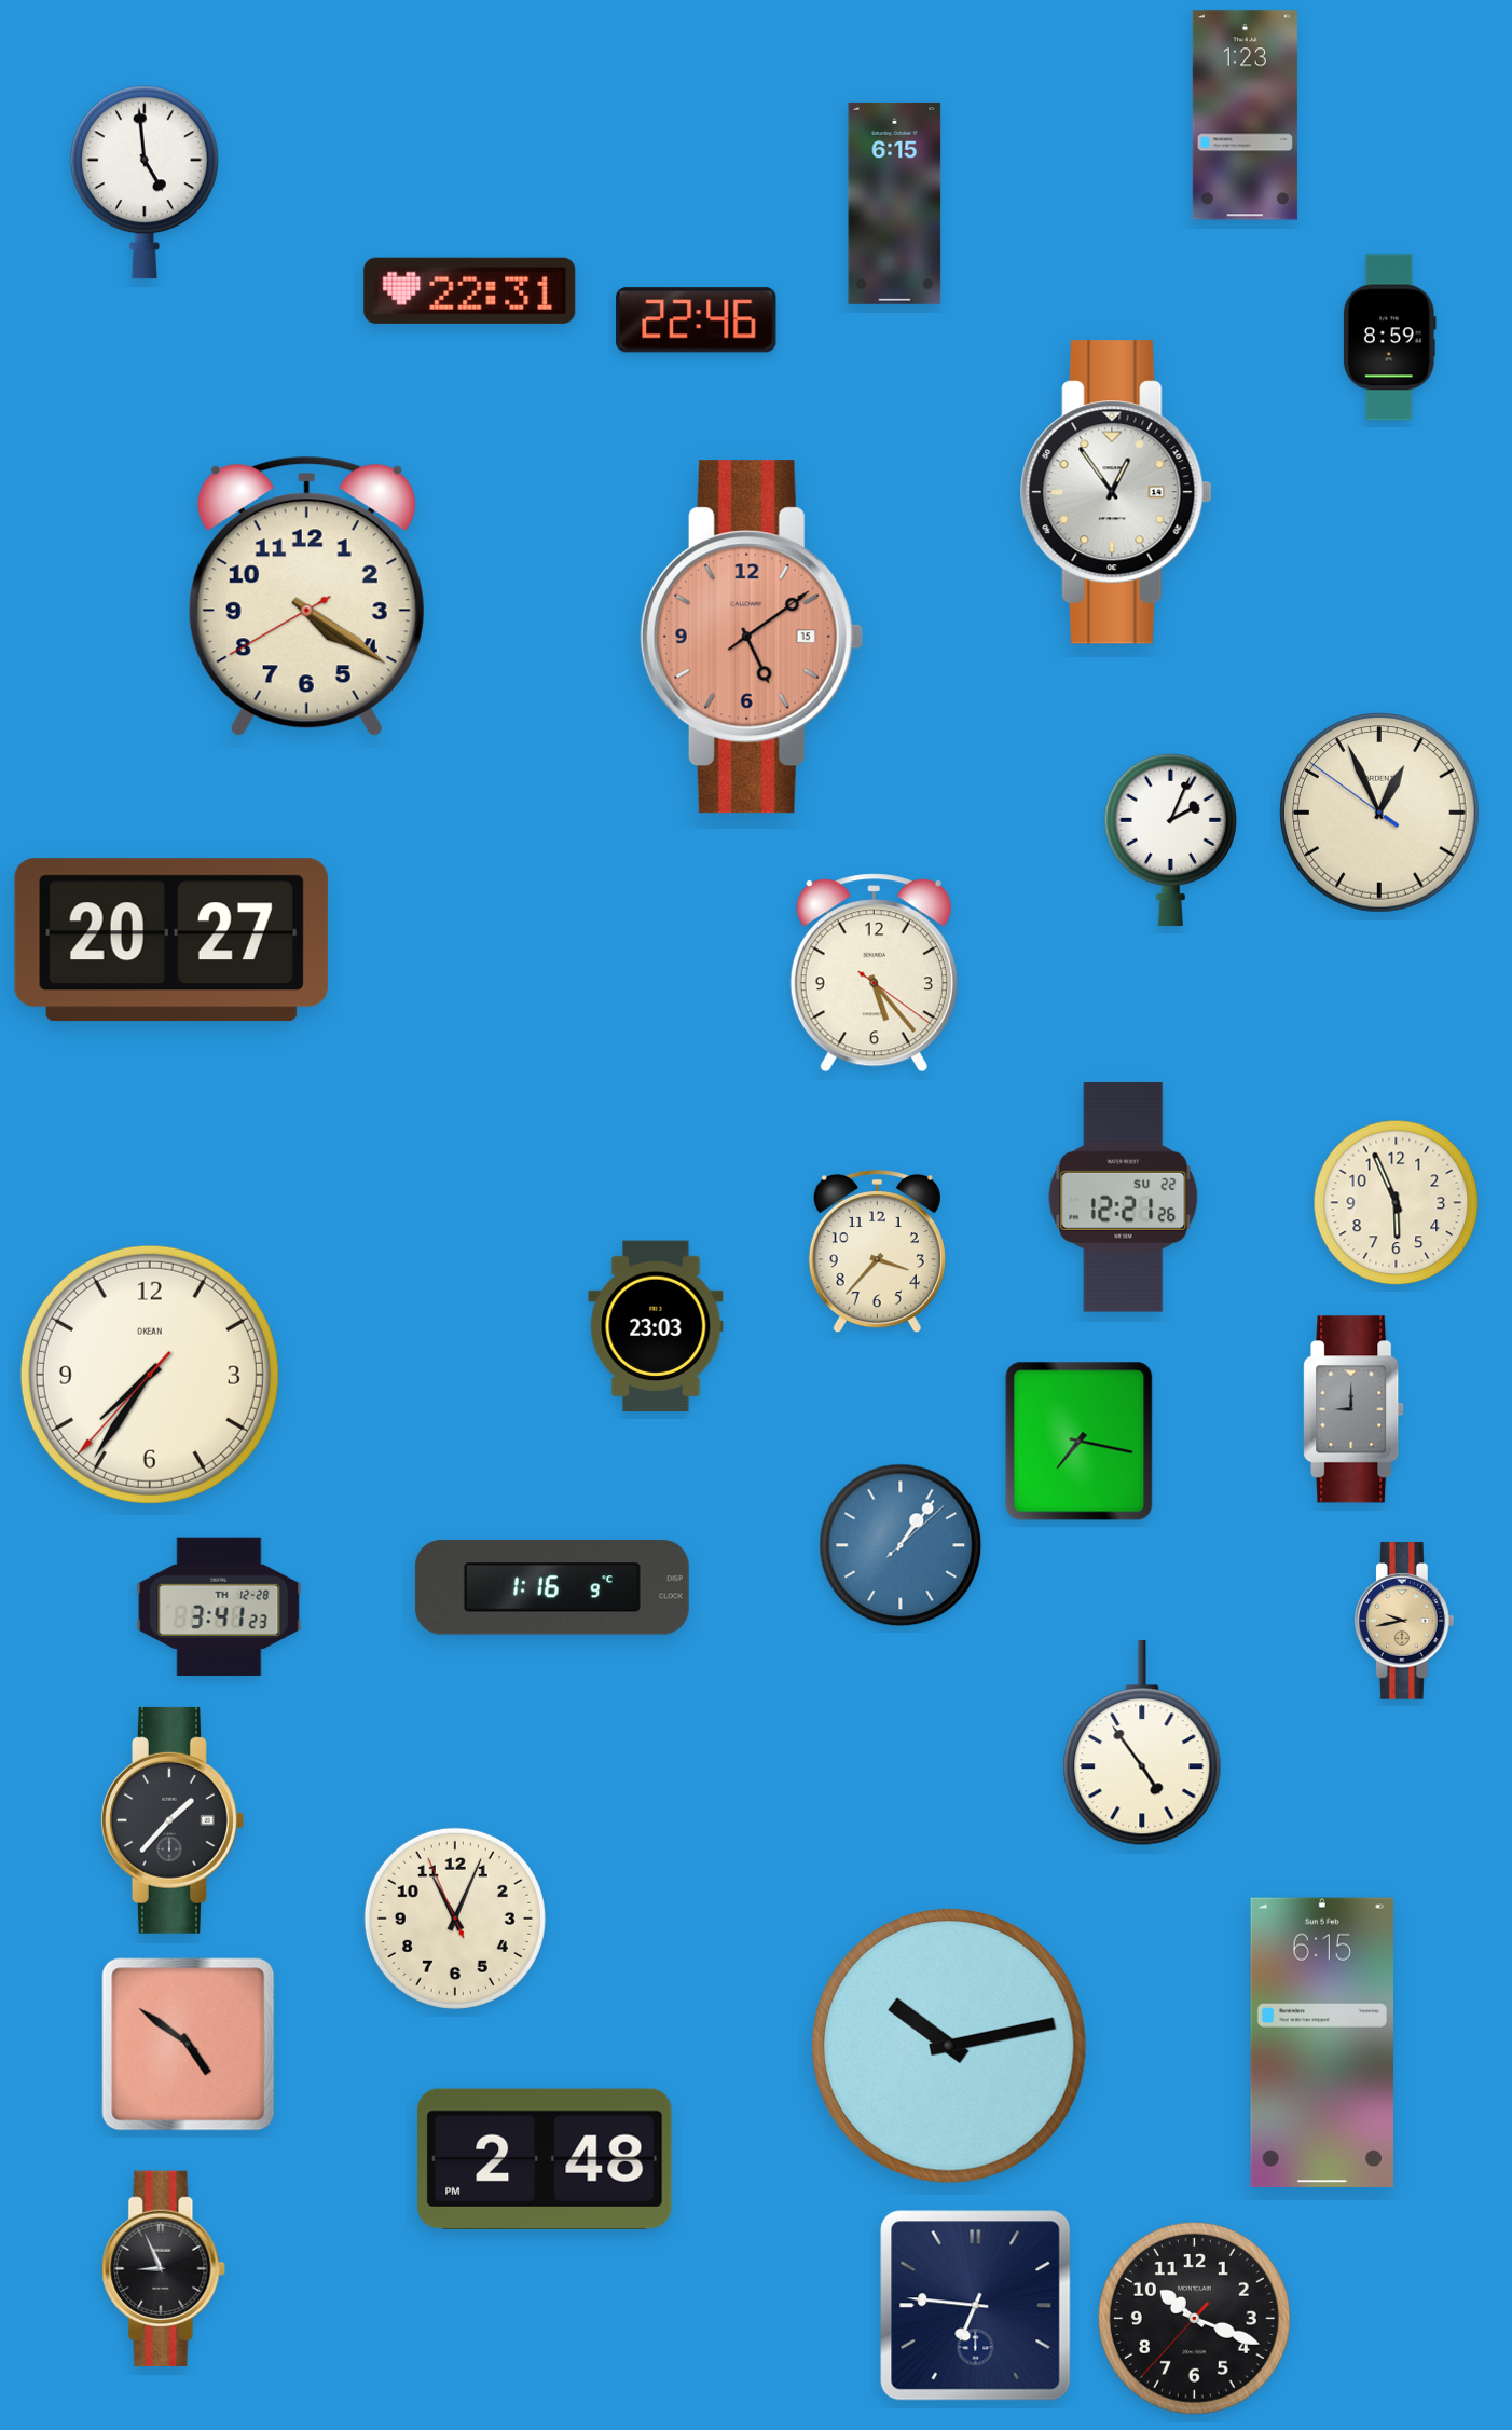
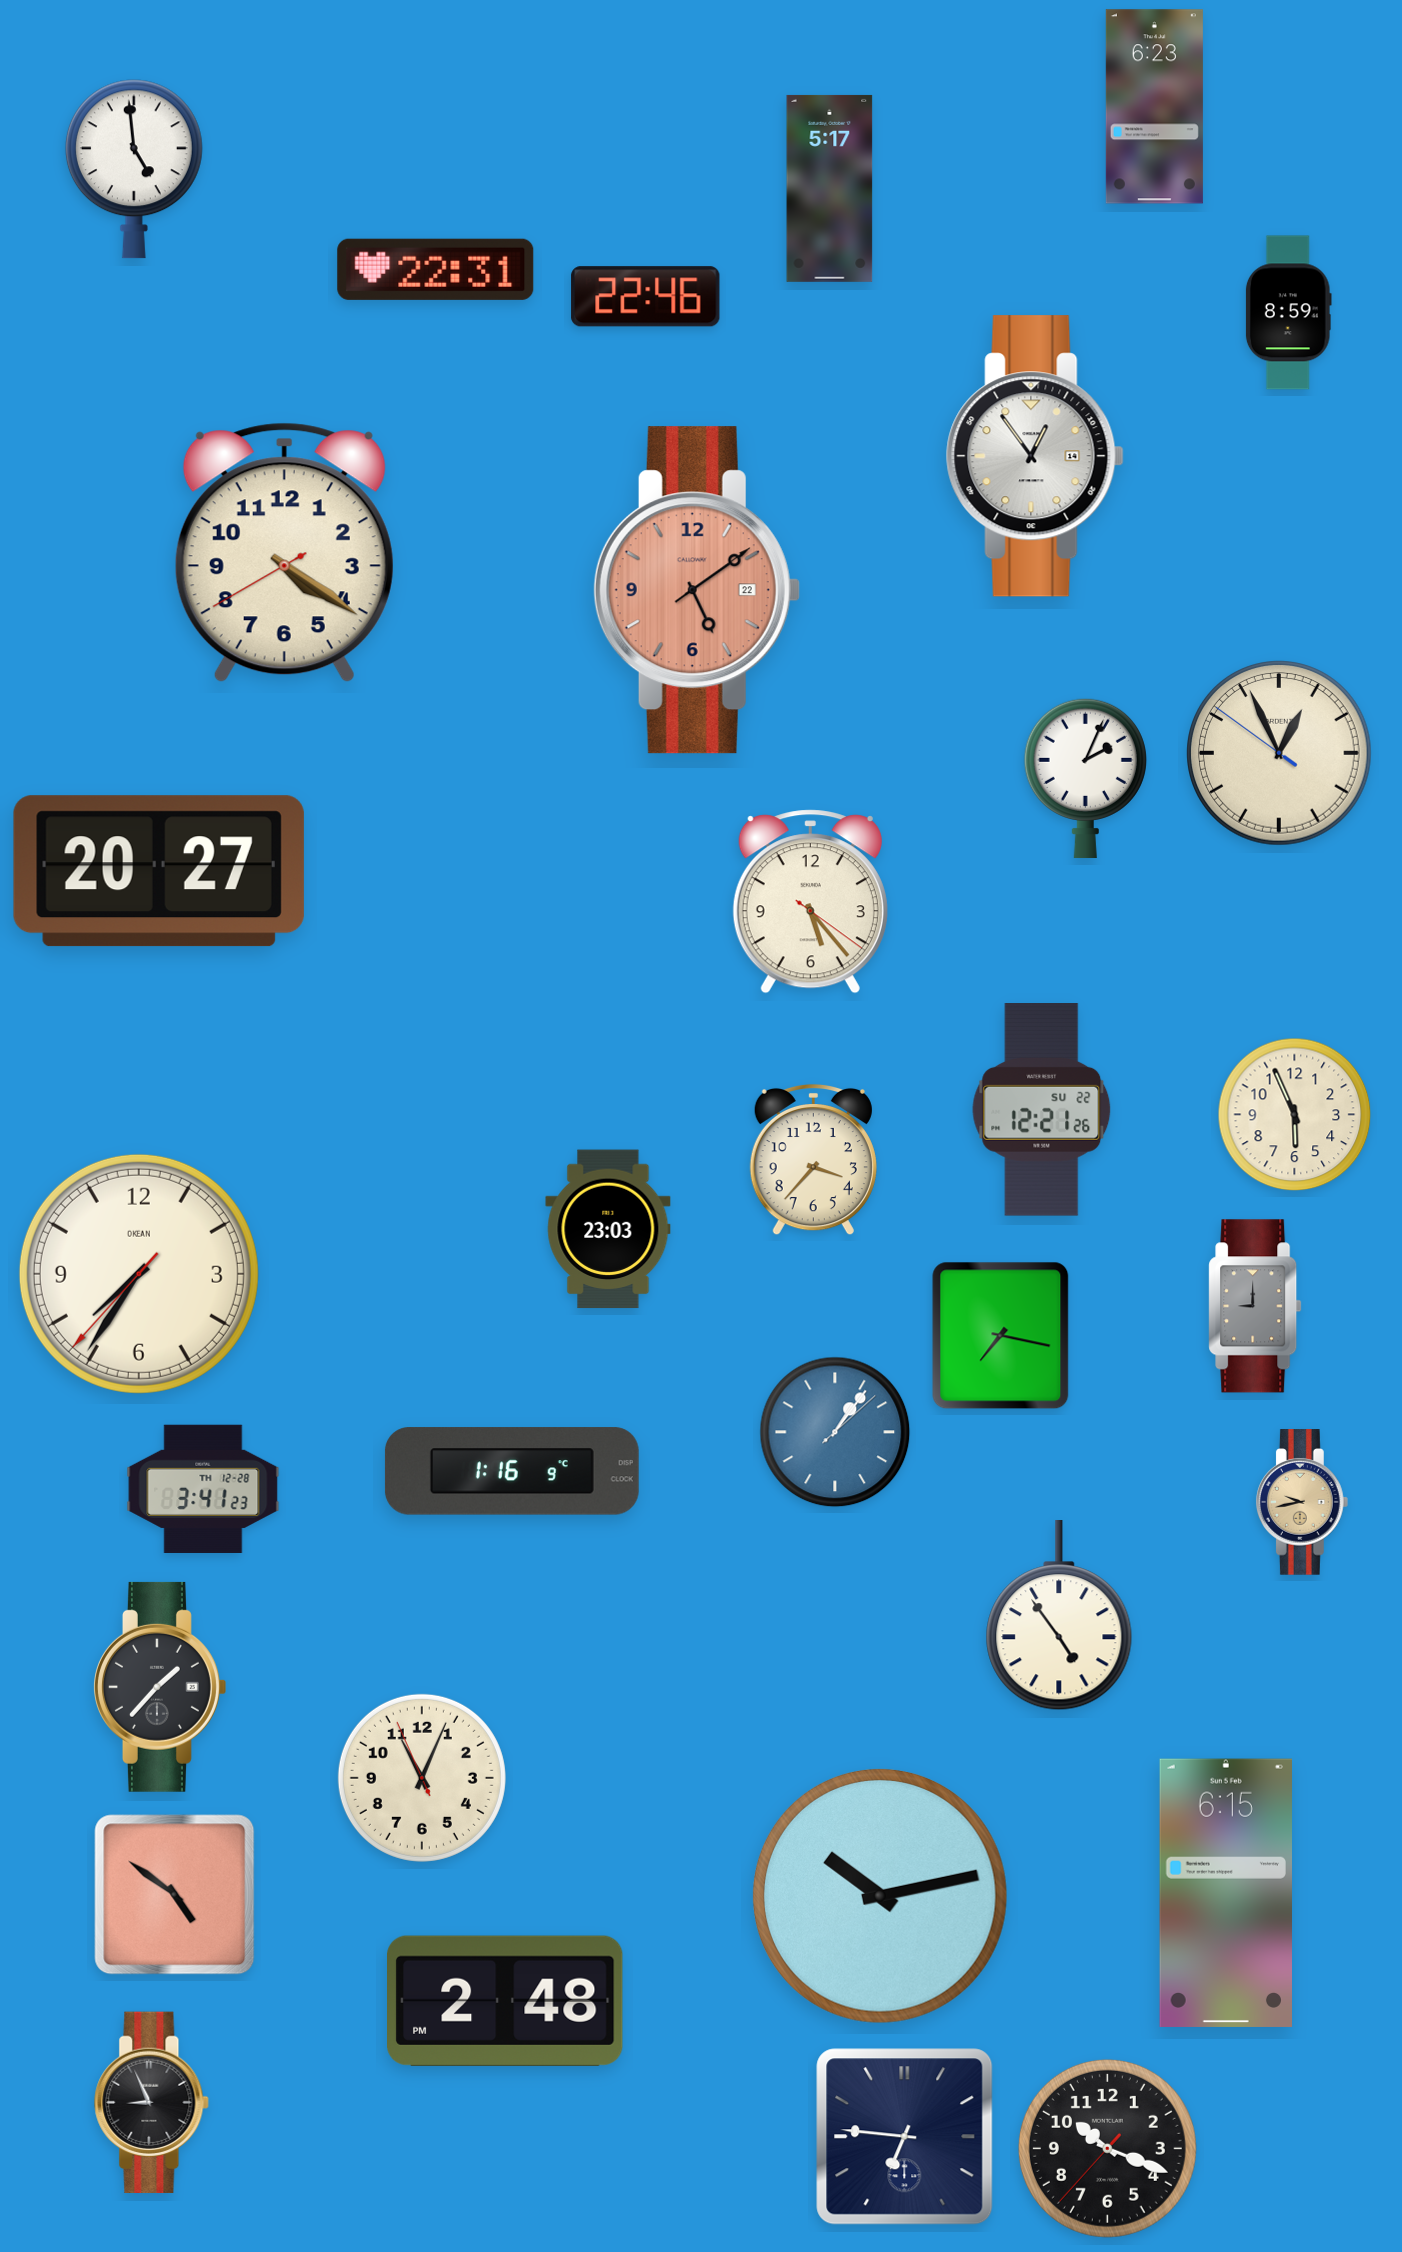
clock at (1245, 115): 1:23 -> 6:23
clock at (895, 203): 6:15 -> 5:17
clock at (752, 637) date: 15 -> 22
